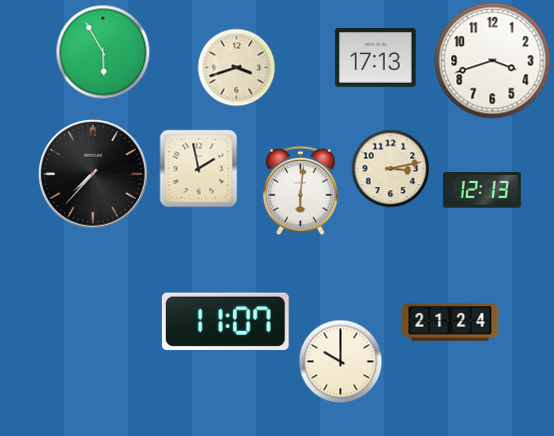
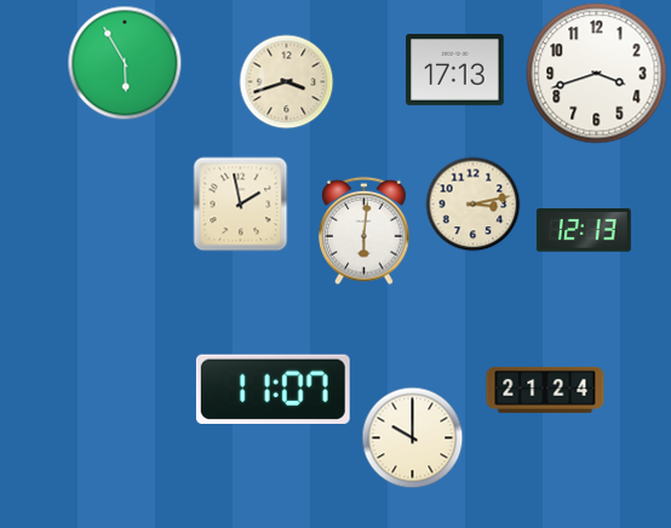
clock at (94, 175): 7:37 -> none
